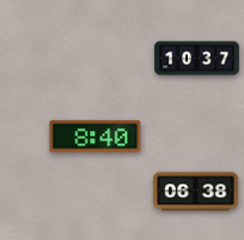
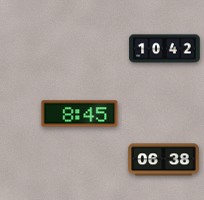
clock at (197, 59): 10:37 -> 10:42
clock at (96, 137): 8:40 -> 8:45
